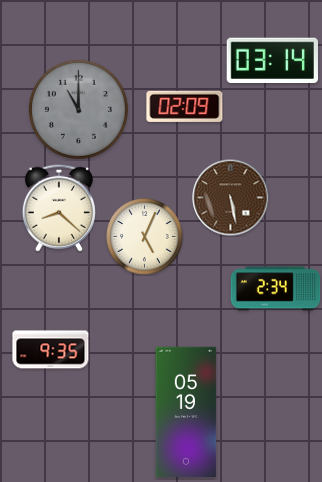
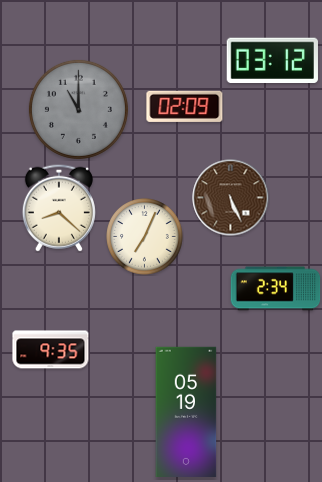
clock at (272, 61): 03:14 -> 03:12
clock at (231, 198): 5:28 -> 5:26
clock at (145, 237): 5:04 -> 7:04
